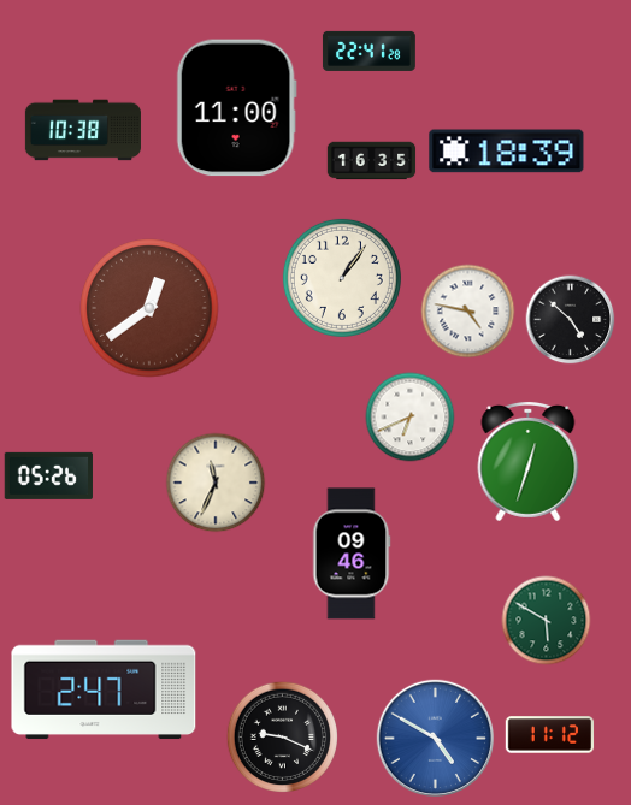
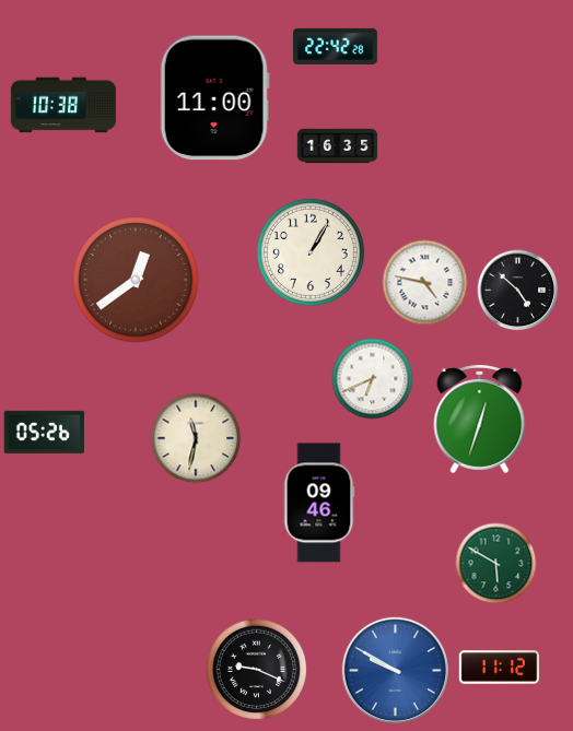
clock at (370, 51): 22:41 -> 22:42
clock at (83, 130) position: (83, 130) -> (63, 105)
clock at (507, 152): 18:39 -> none
clock at (342, 278): 1:06 -> 1:05
clock at (216, 483): 11:34 -> 11:32
clock at (104, 689): 2:47 -> none
clock at (435, 738): 4:50 -> 9:50
